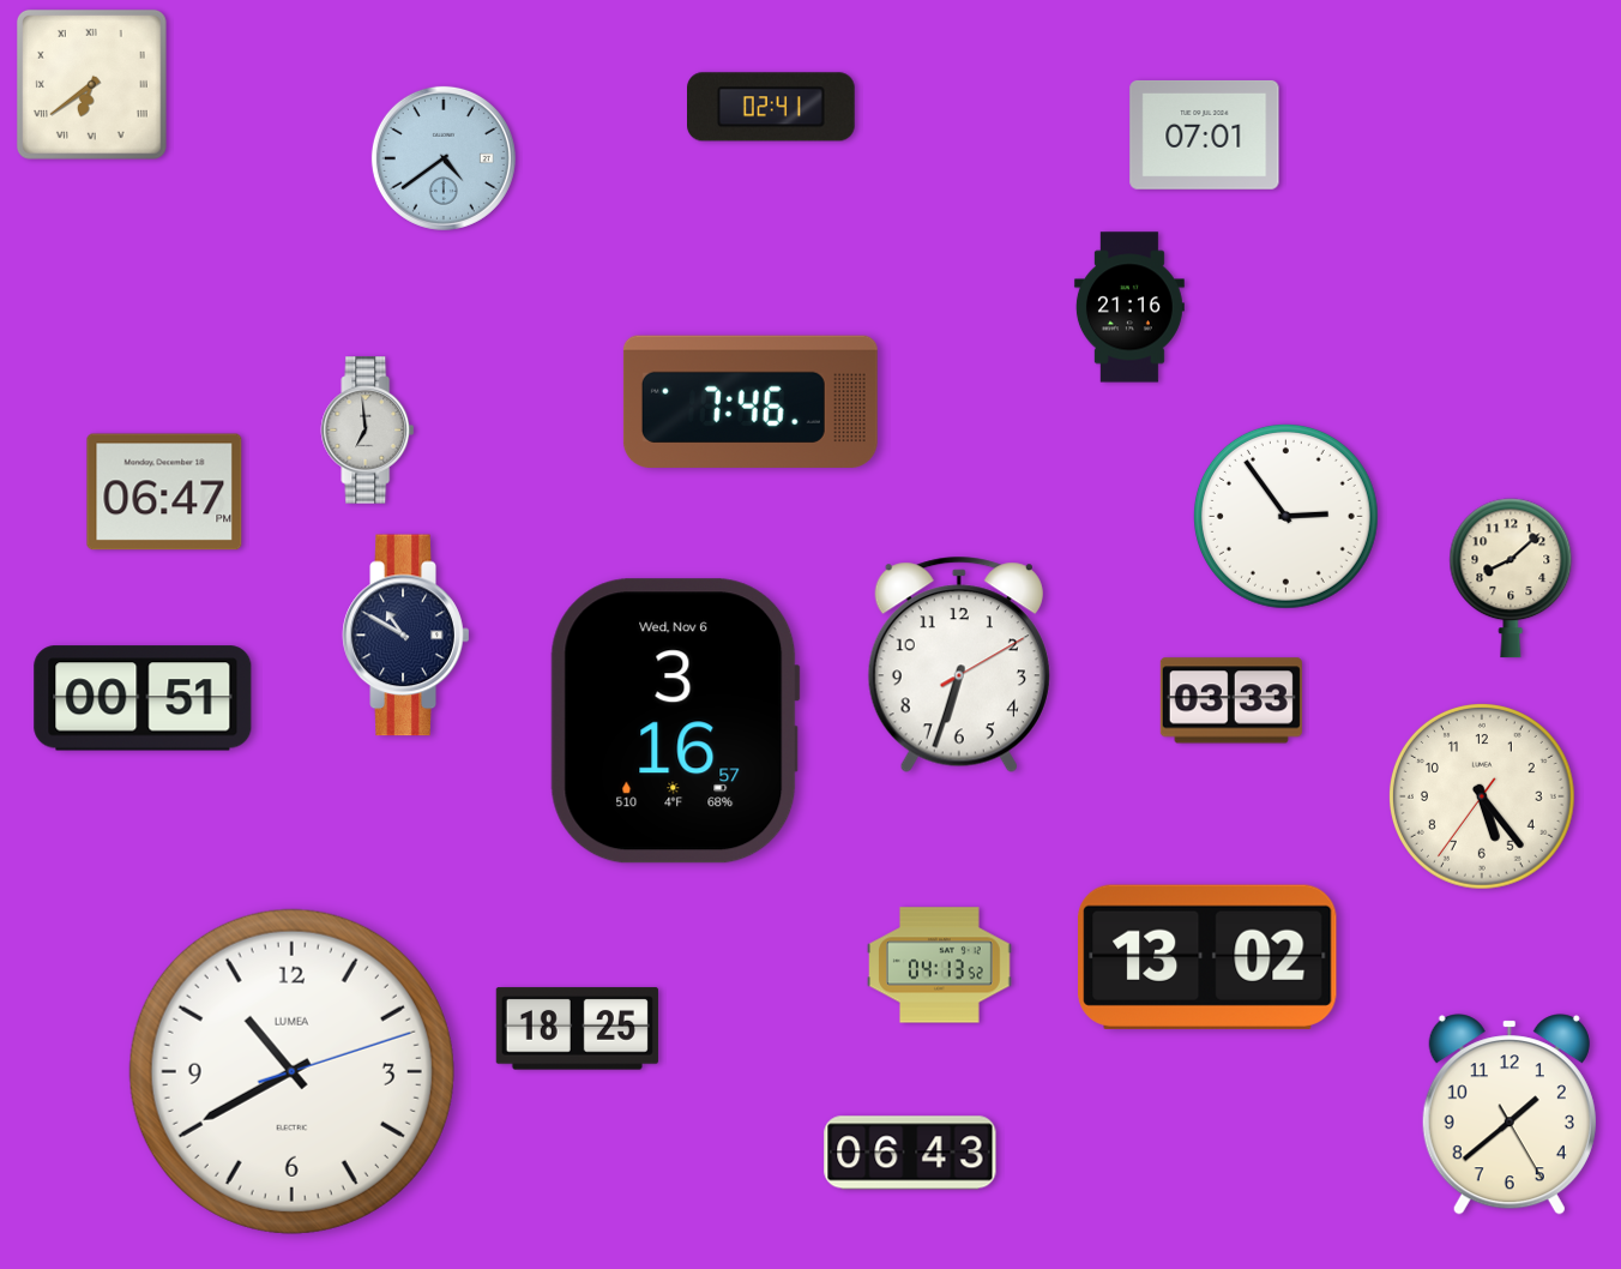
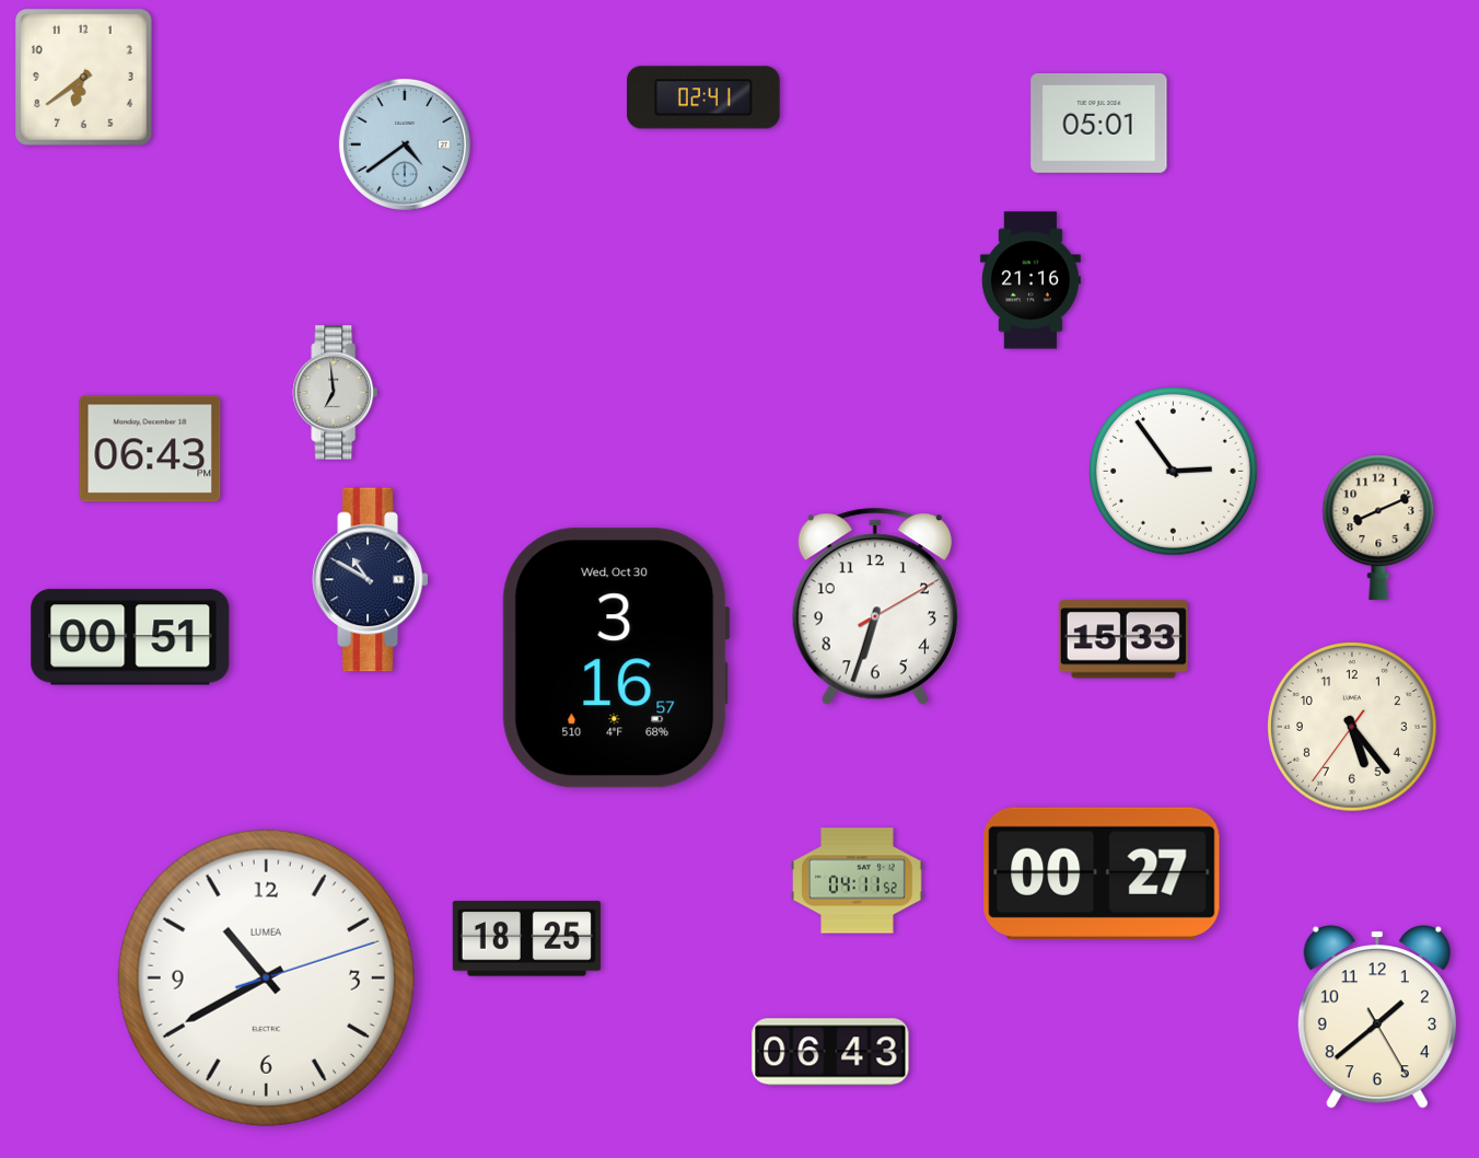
clock at (91, 84) numerals: Roman -> Arabic
clock at (1205, 134): 07:01 -> 05:01
clock at (751, 402): 7:46 -> none
clock at (164, 492): 06:47 -> 06:43
clock at (1511, 578): 8:08 -> 8:11
clock at (1231, 700): 03:33 -> 15:33
clock at (675, 721) date: Wed, Nov 6 -> Wed, Oct 30
clock at (1207, 957): 13:02 -> 00:27
clock at (940, 966): 04:13 -> 04:11
